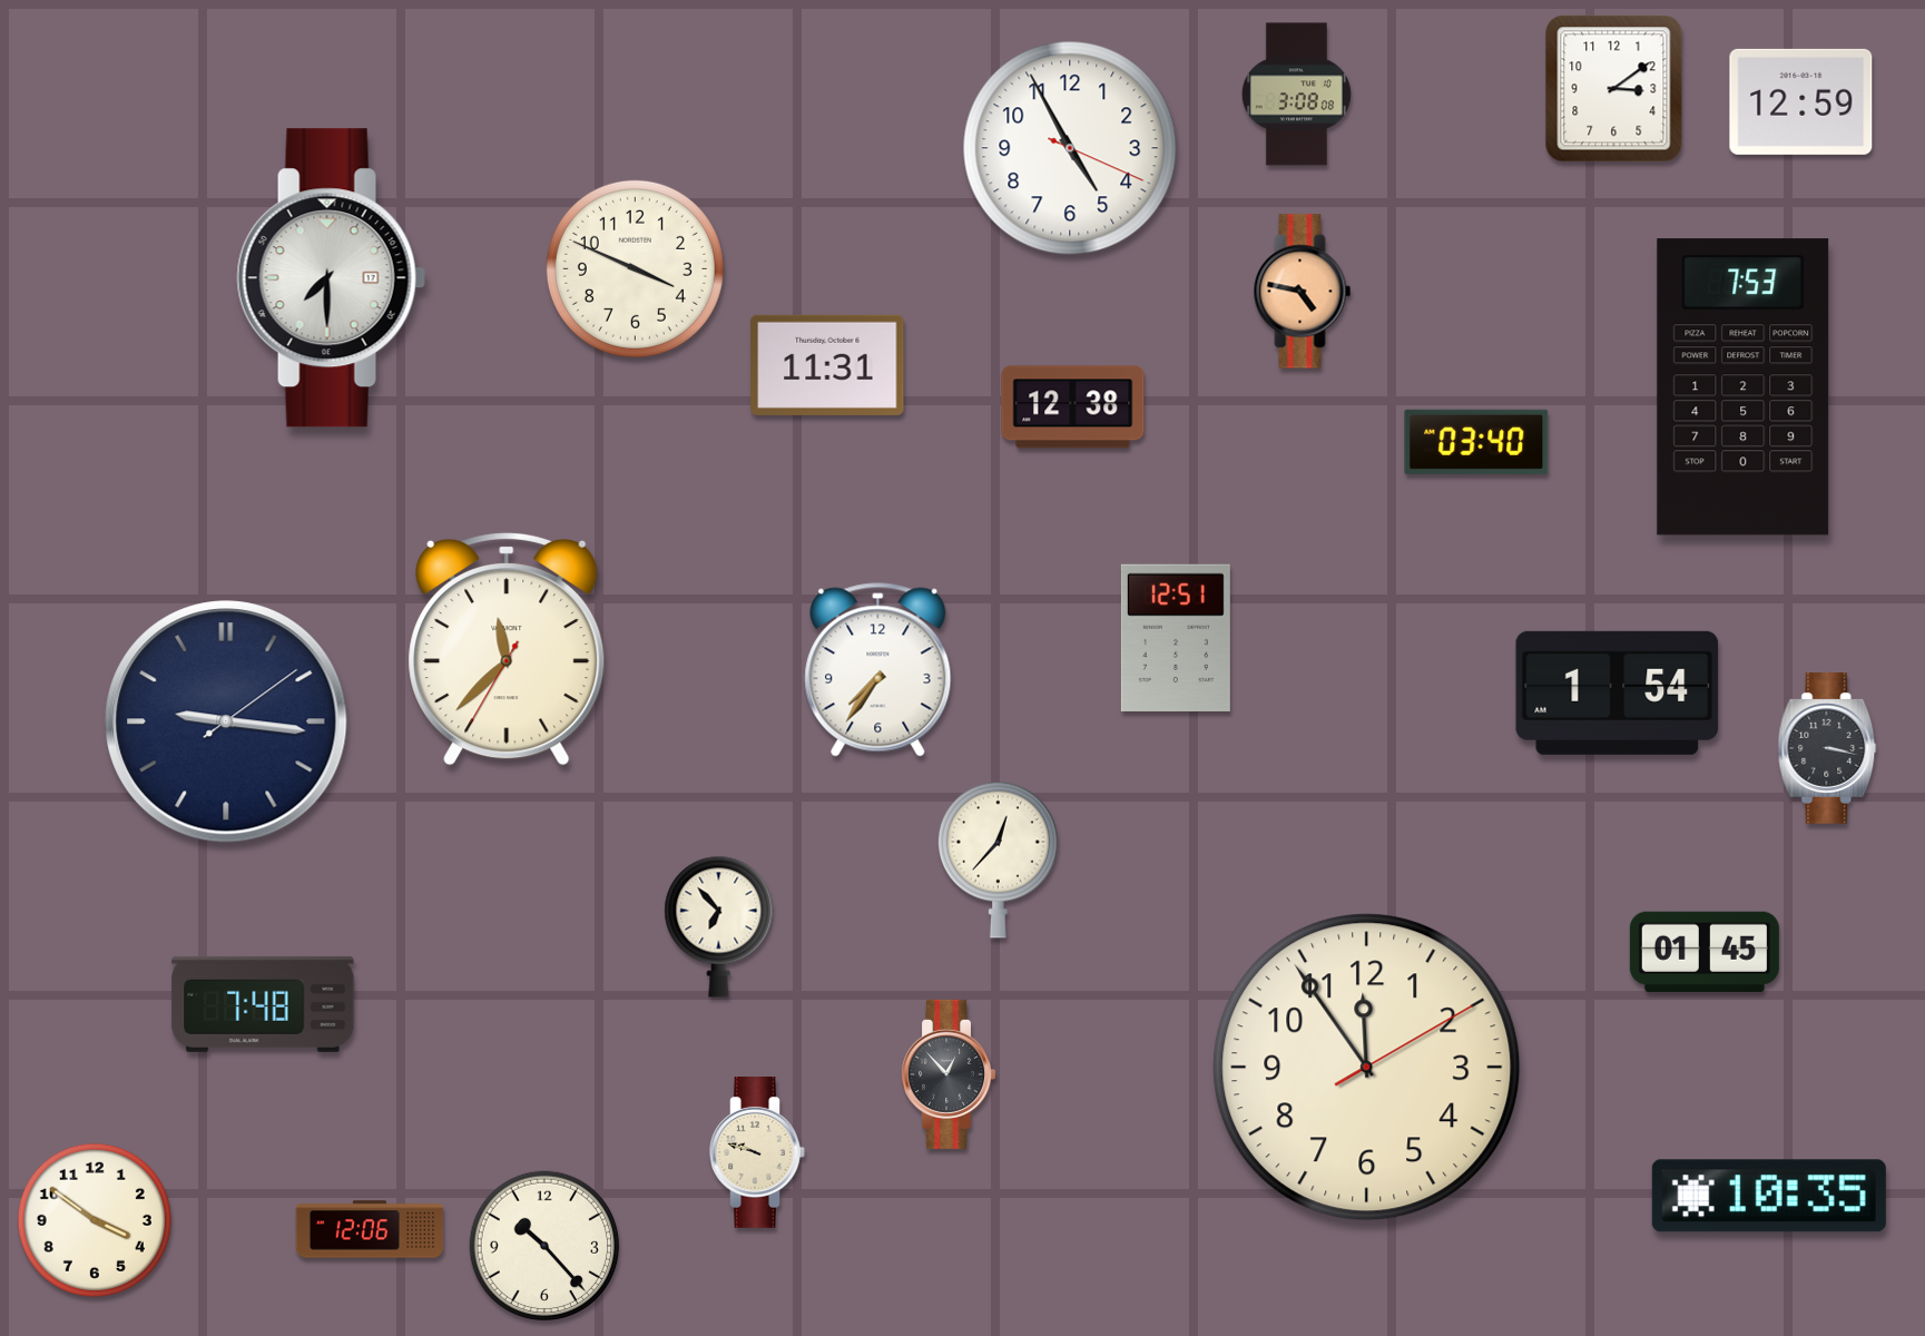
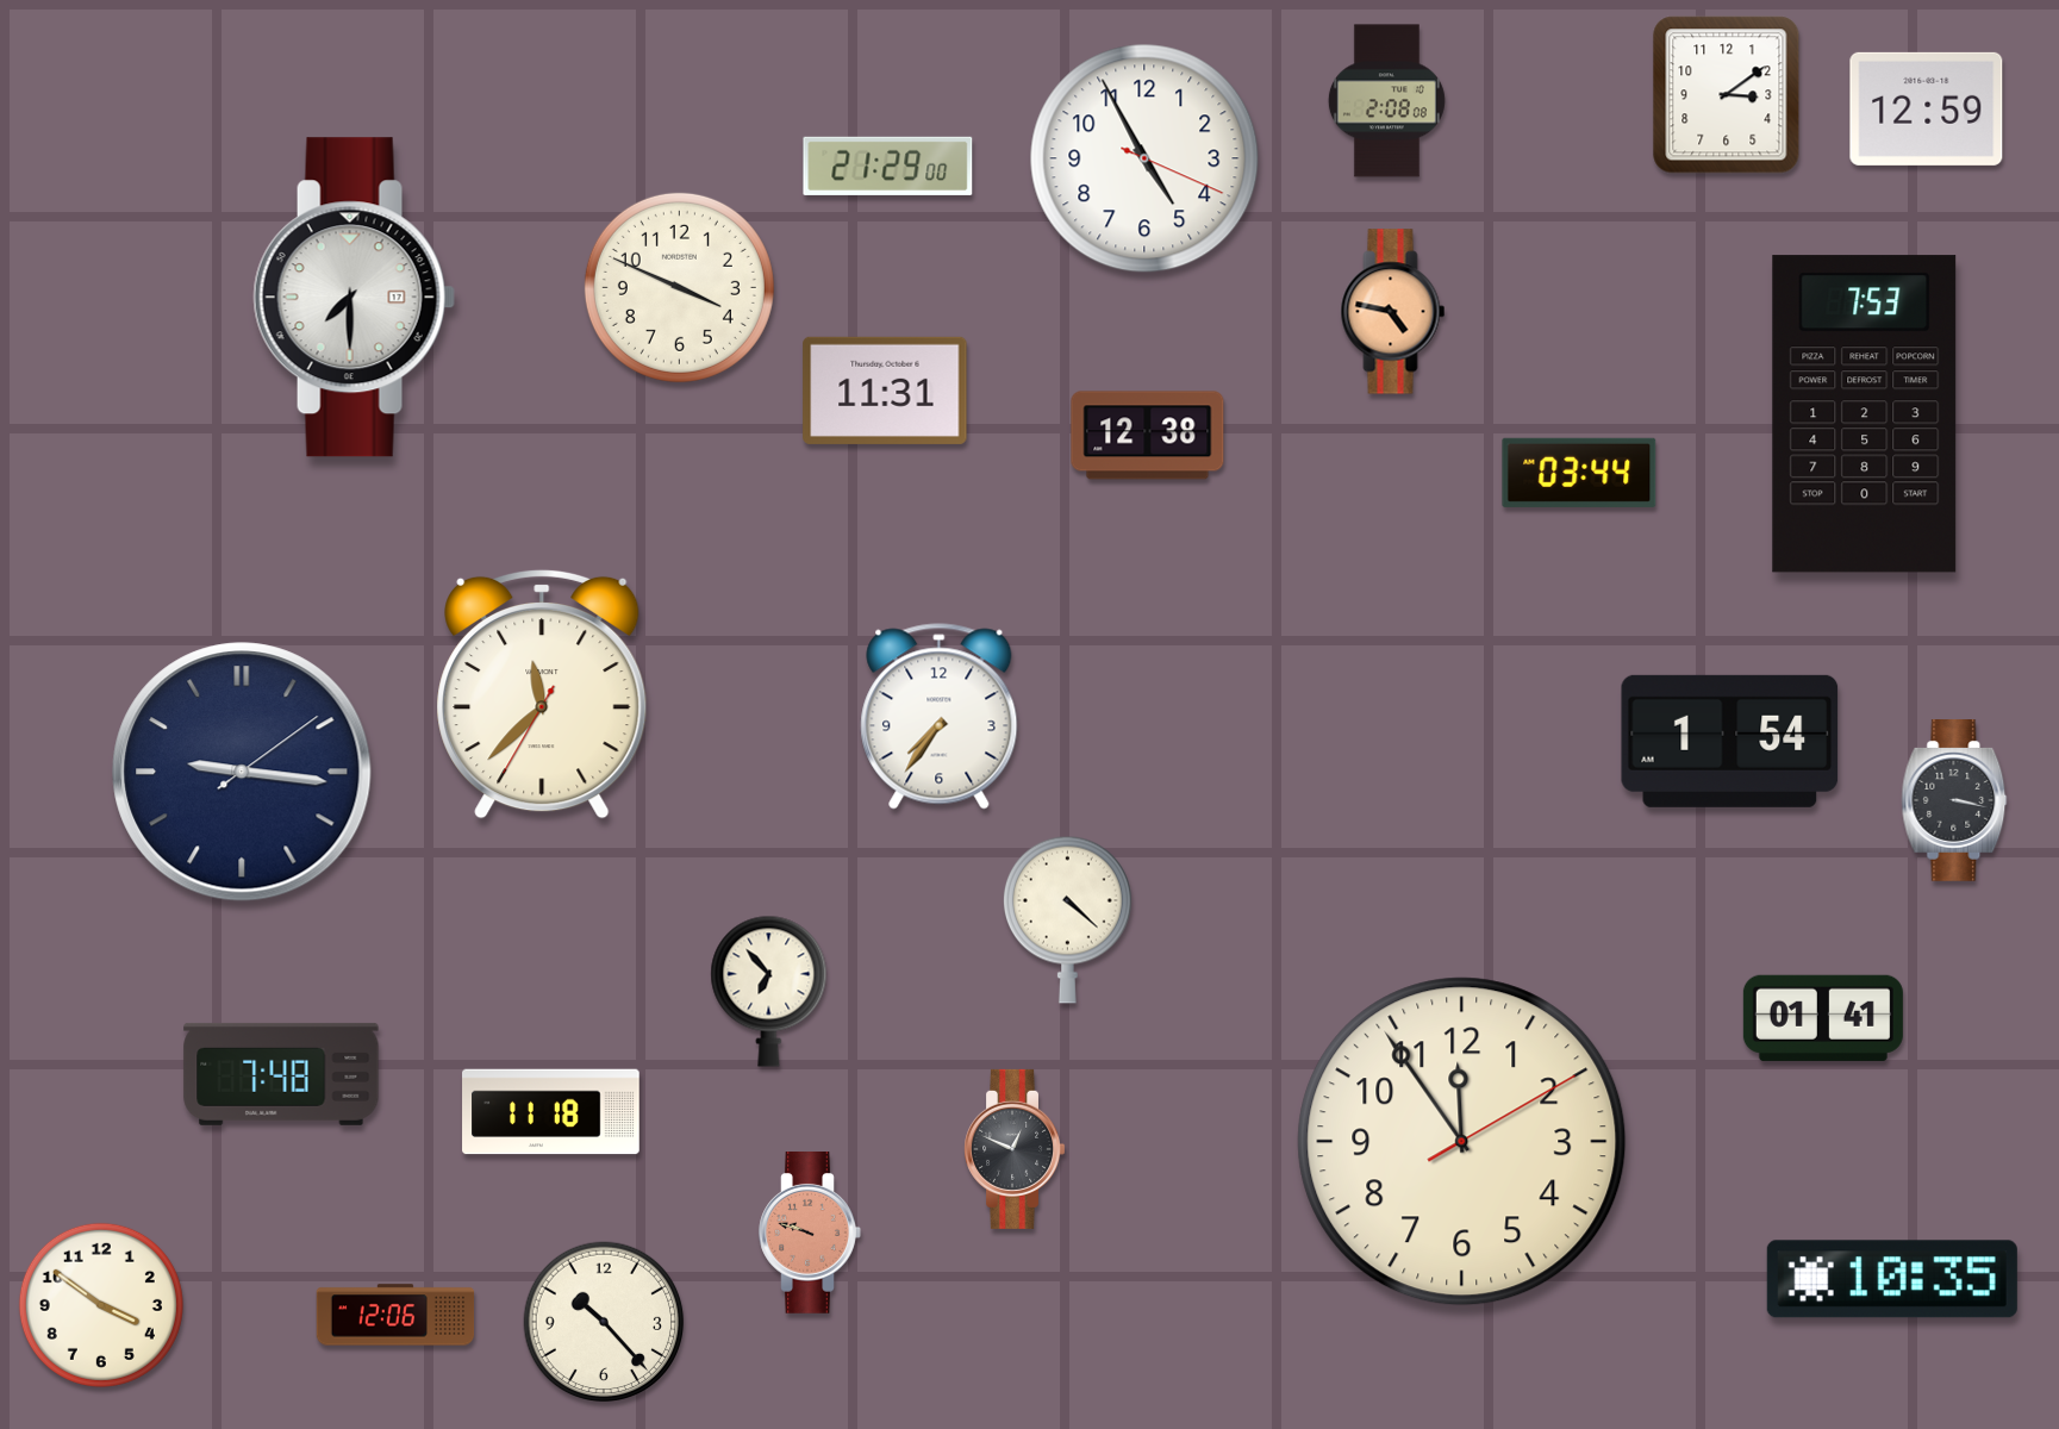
clock at (1296, 95): 3:08 -> 2:08
clock at (888, 166): none -> 21:29
clock at (1476, 442): 03:40 -> 03:44
clock at (1176, 638): 12:51 -> none
clock at (998, 859): 12:37 -> 4:22
clock at (1705, 952): 01:45 -> 01:41
clock at (551, 1112): none -> 11:18
clock at (949, 1074): 12:53 -> 12:49
clock at (757, 1153) dial: cream -> salmon
clock at (544, 1246) position: (544, 1246) -> (604, 1322)
